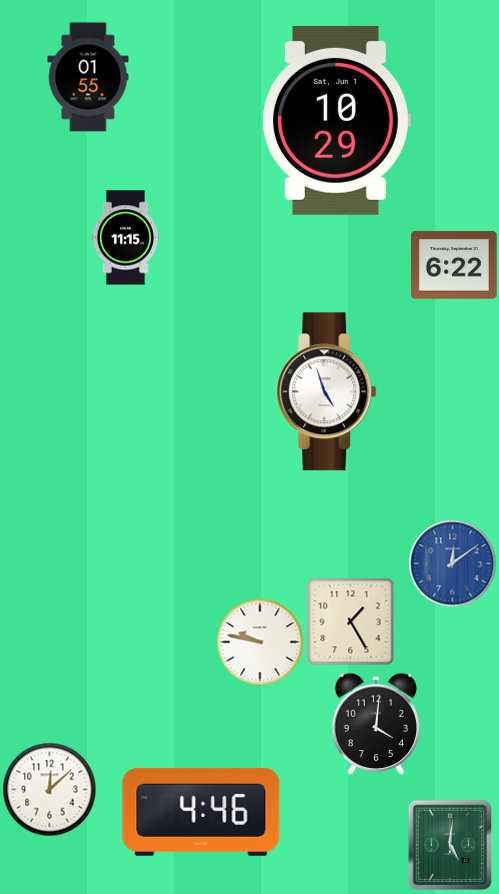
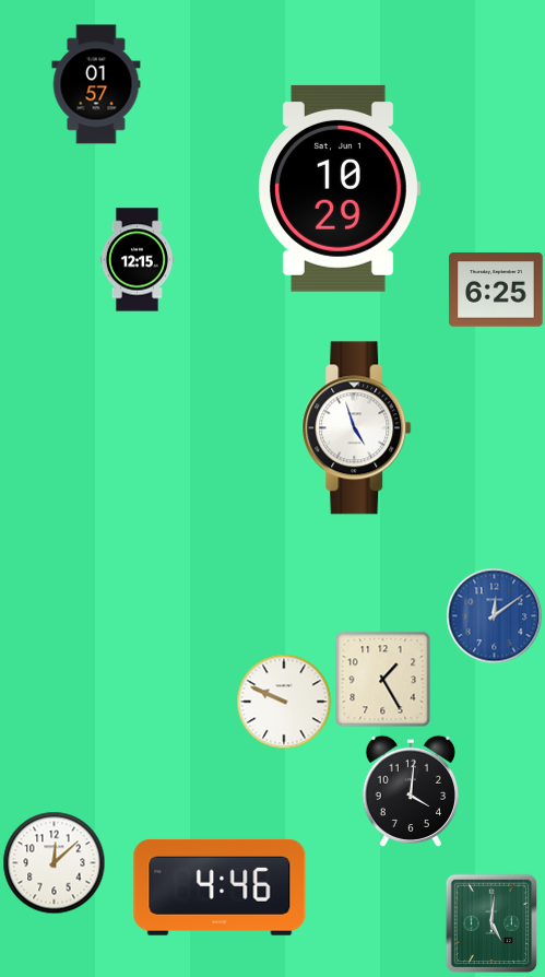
clock at (88, 77): 01:55 -> 01:57
clock at (337, 120) position: (337, 120) -> (340, 188)
clock at (125, 238): 11:15 -> 12:15
clock at (454, 265): 6:22 -> 6:25
clock at (260, 642): 9:47 -> 9:49
